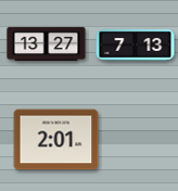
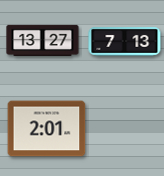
clock at (56, 140) position: (56, 140) -> (47, 129)
